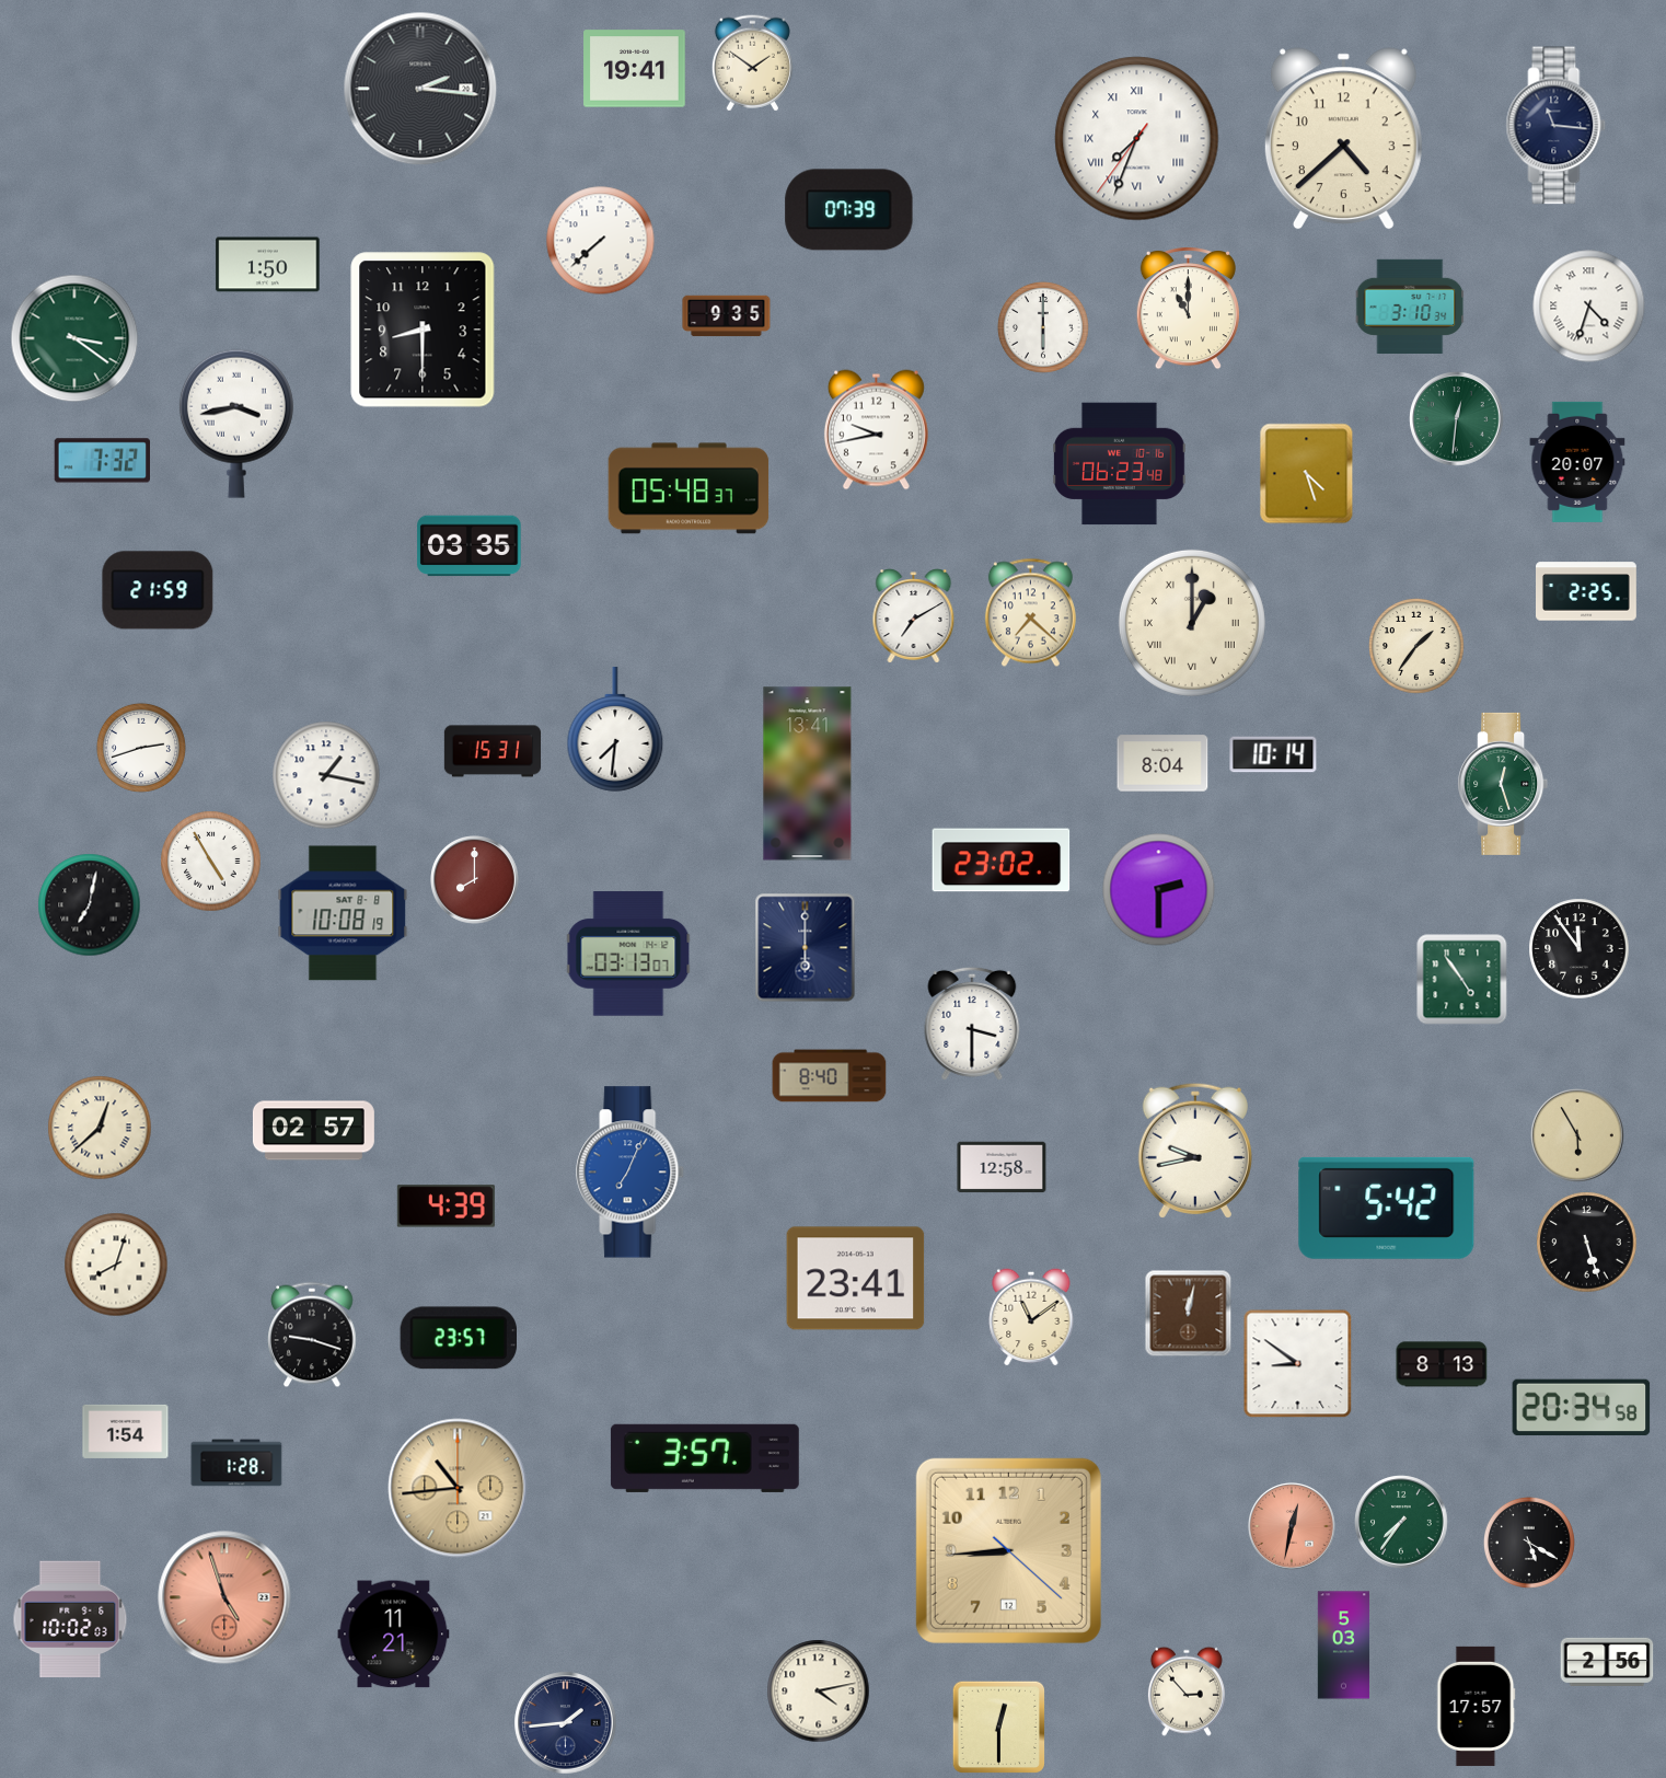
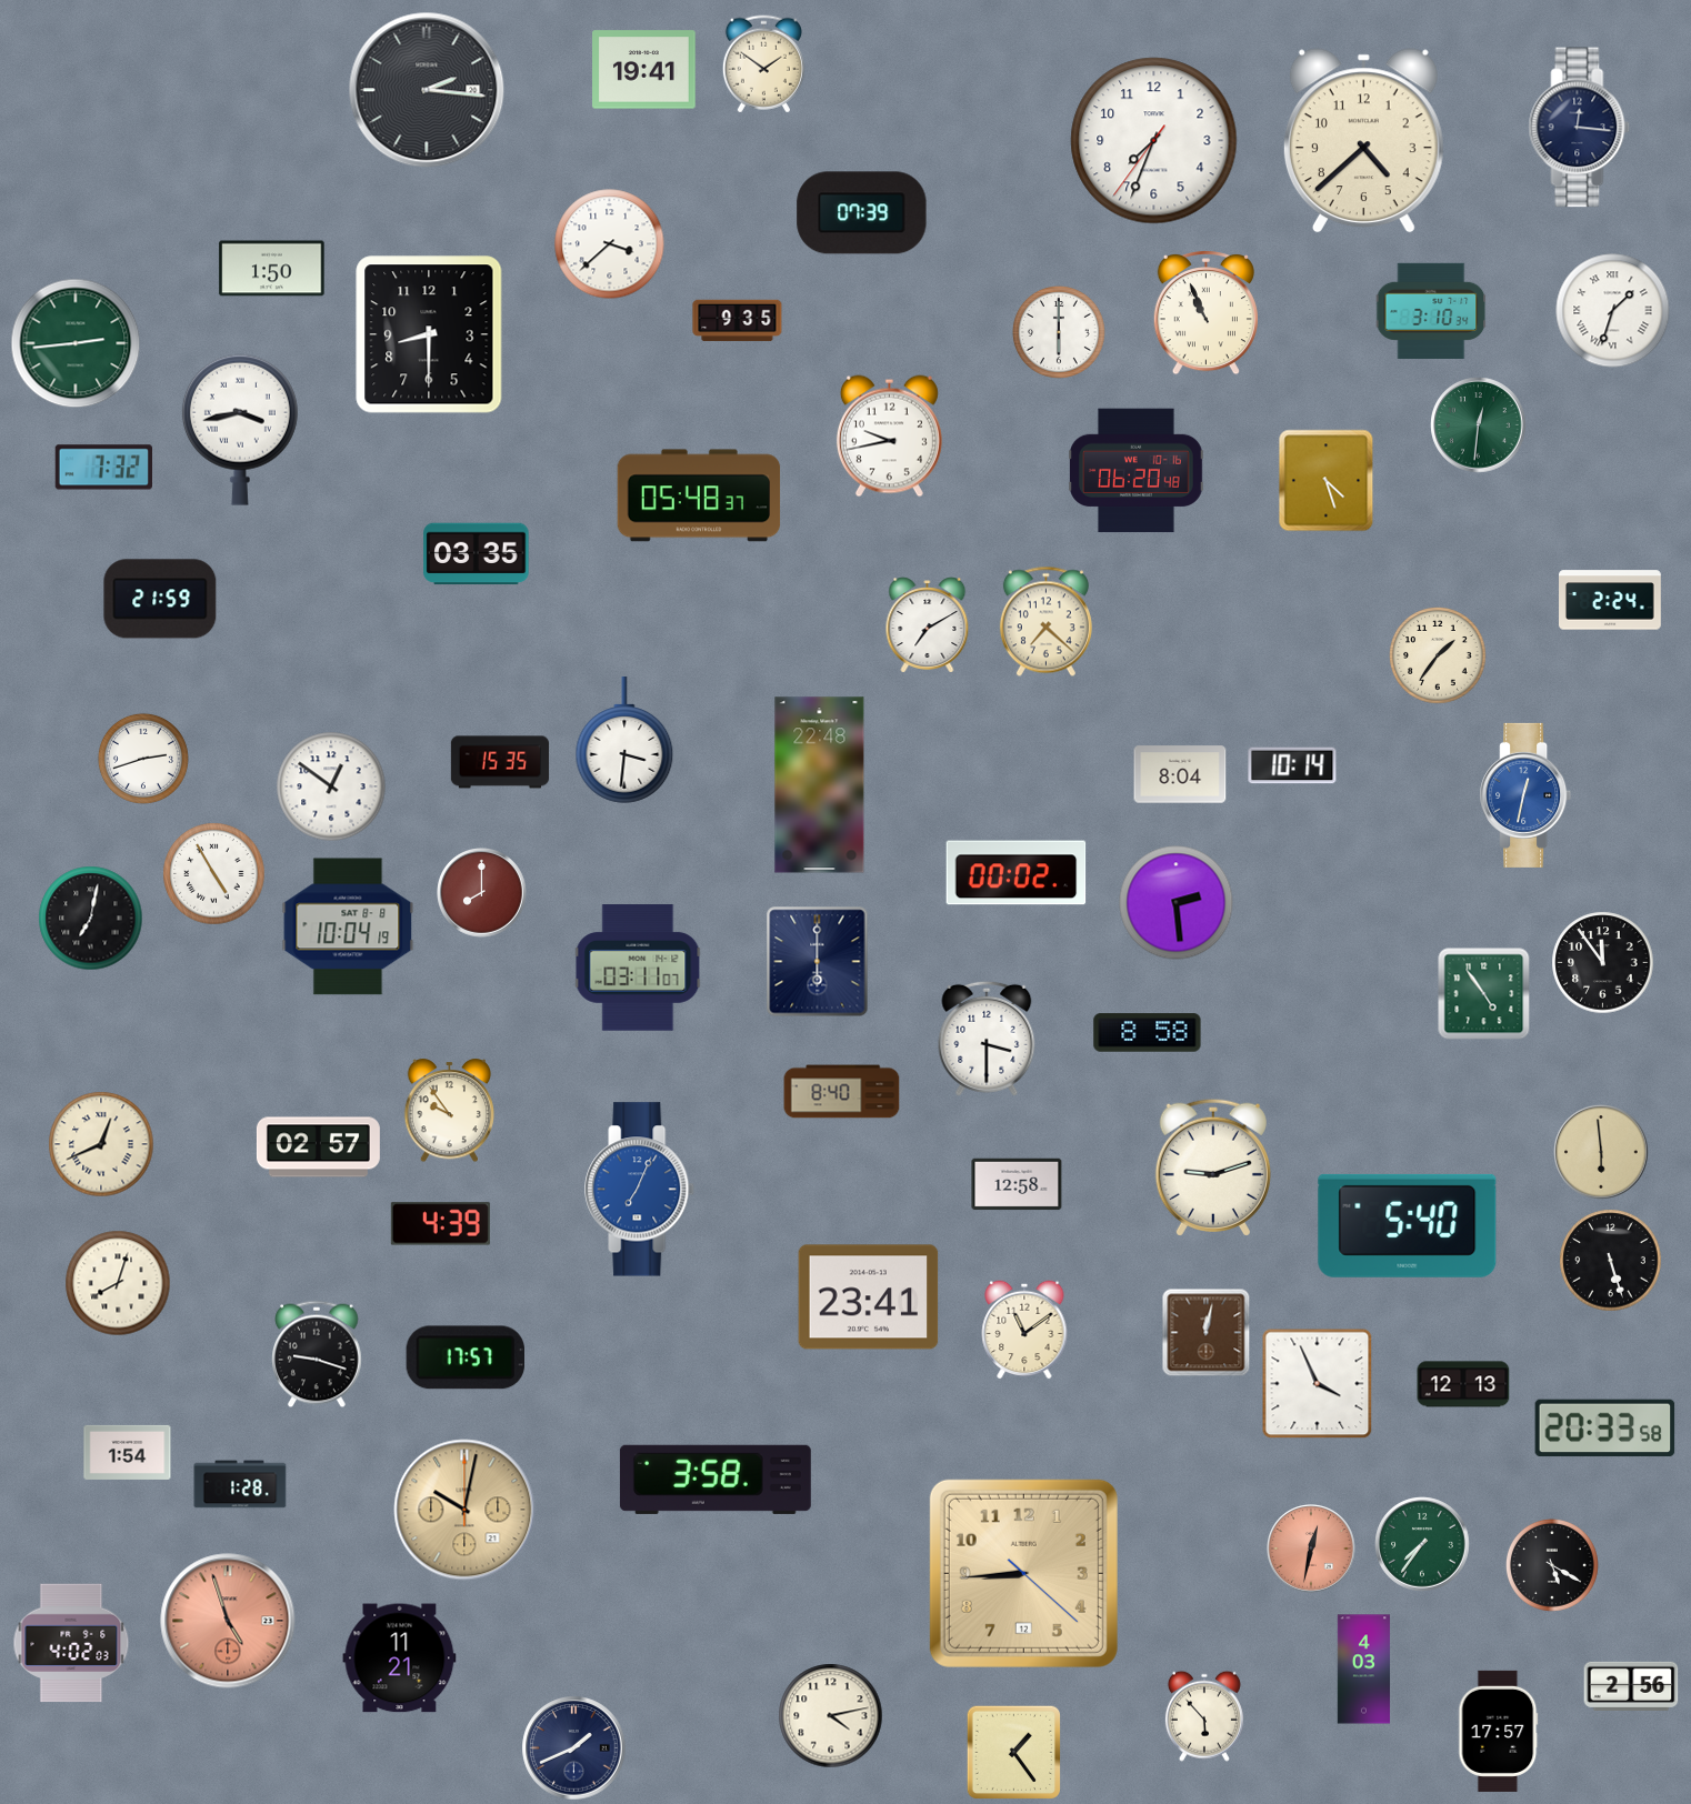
clock at (1557, 126): 11:16 -> 12:16
clock at (1137, 139) numerals: Roman -> Arabic
clock at (601, 241): 7:38 -> 3:38
clock at (1589, 307): 4:33 -> 1:33
clock at (1188, 309): 11:00 -> 10:56
clock at (74, 338): 3:21 -> 2:44
clock at (1577, 462): 20:07 -> none
clock at (1120, 464): 06:23 -> 06:20
clock at (1587, 591): 2:25 -> 2:24
clock at (1192, 623): 1:00 -> none
clock at (615, 729): 7:31 -> 3:31
clock at (493, 751): 15:31 -> 15:35
clock at (808, 774): 13:41 -> 22:48
clock at (326, 775): 1:17 -> 12:51
clock at (1503, 784): 12:27 -> 12:32
clock at (1503, 784) dial: green -> blue
clock at (1002, 861): 23:02 -> 00:02
clock at (1159, 890): 2:30 -> 2:29
clock at (343, 913): 10:08 -> 10:04
clock at (628, 954): 03:13 -> 03:11
clock at (1148, 1033): none -> 8:58
clock at (450, 1111): none -> 9:54
clock at (100, 1128): 12:38 -> 12:41
clock at (1577, 1135): 5:55 -> 5:59
clock at (1195, 1151): 9:43 -> 9:12
clock at (446, 1206) position: (446, 1206) -> (440, 1224)
clock at (1387, 1208): 5:42 -> 5:40
clock at (1031, 1317) position: (1031, 1317) -> (1024, 1330)
clock at (458, 1338): 23:57 -> 17:57
clock at (1298, 1364): 8:51 -> 3:56
clock at (1442, 1364): 8:13 -> 12:13
clock at (1582, 1408): 20:34 -> 20:33
clock at (705, 1458): 3:57 -> 3:58
clock at (458, 1488): 10:44 -> 10:02
clock at (70, 1619): 10:02 -> 4:02
clock at (1344, 1646): 5:03 -> 4:03
clock at (1187, 1692): 2:53 -> 5:53
clock at (566, 1723): 1:44 -> 1:41
clock at (998, 1727): 12:30 -> 1:24
